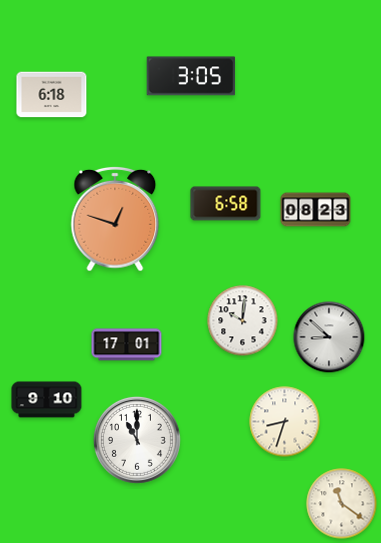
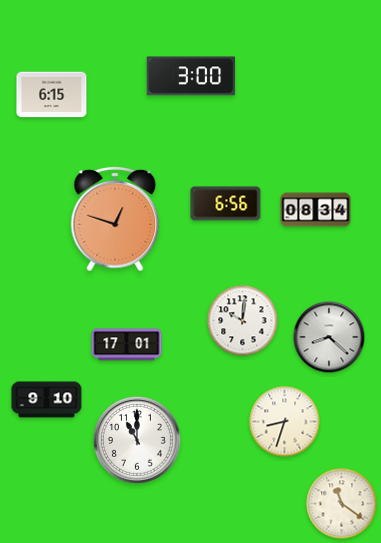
clock at (191, 76): 3:05 -> 3:00
clock at (52, 95): 6:18 -> 6:15
clock at (226, 204): 6:58 -> 6:56
clock at (316, 210): 08:23 -> 08:34
clock at (329, 337): 8:52 -> 8:22
